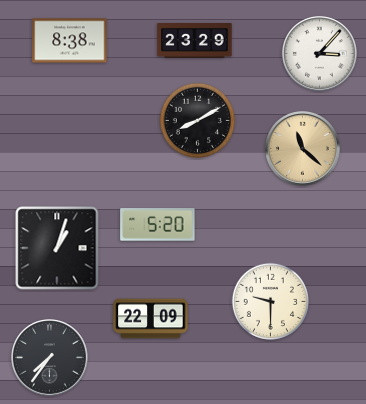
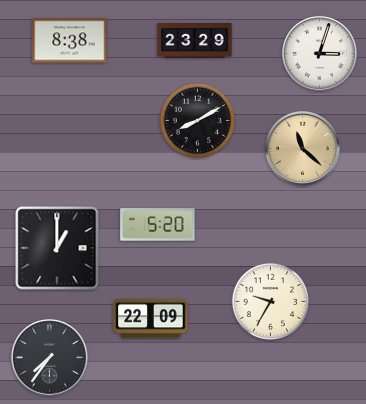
clock at (320, 54): 3:07 -> 3:03
clock at (57, 248): 1:03 -> 1:00
clock at (270, 301): 9:30 -> 9:35
